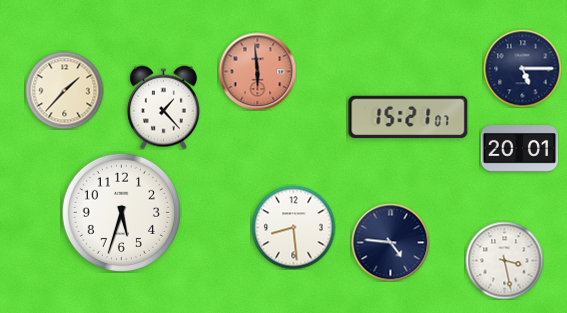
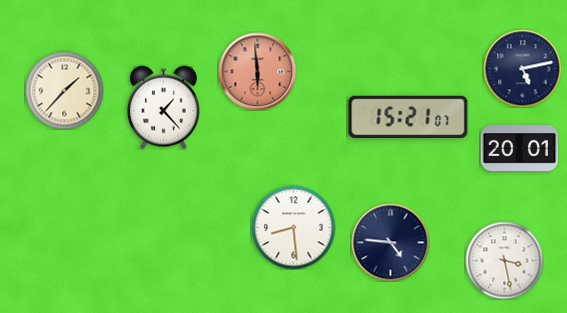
clock at (522, 68): 5:15 -> 5:13
clock at (121, 212): 5:33 -> none
